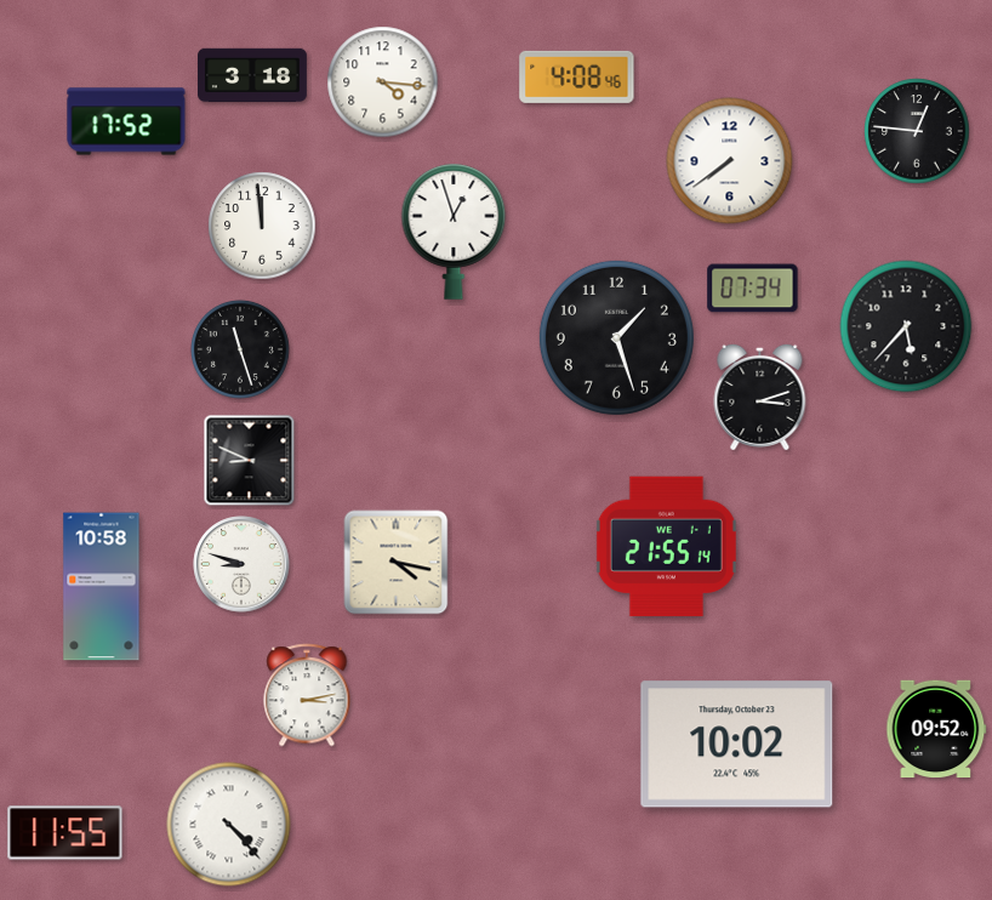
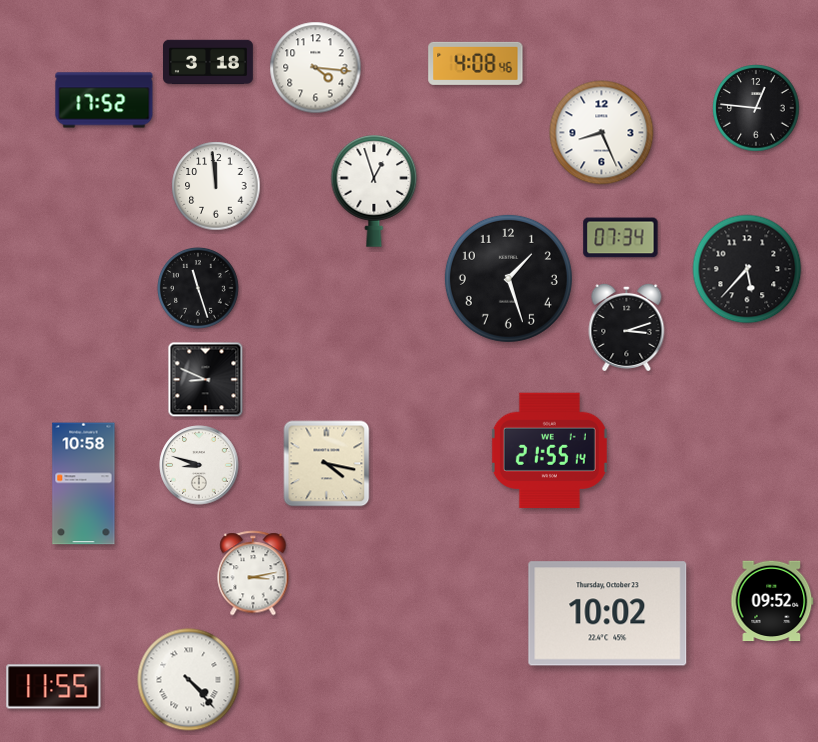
clock at (730, 161): 7:39 -> 8:26
